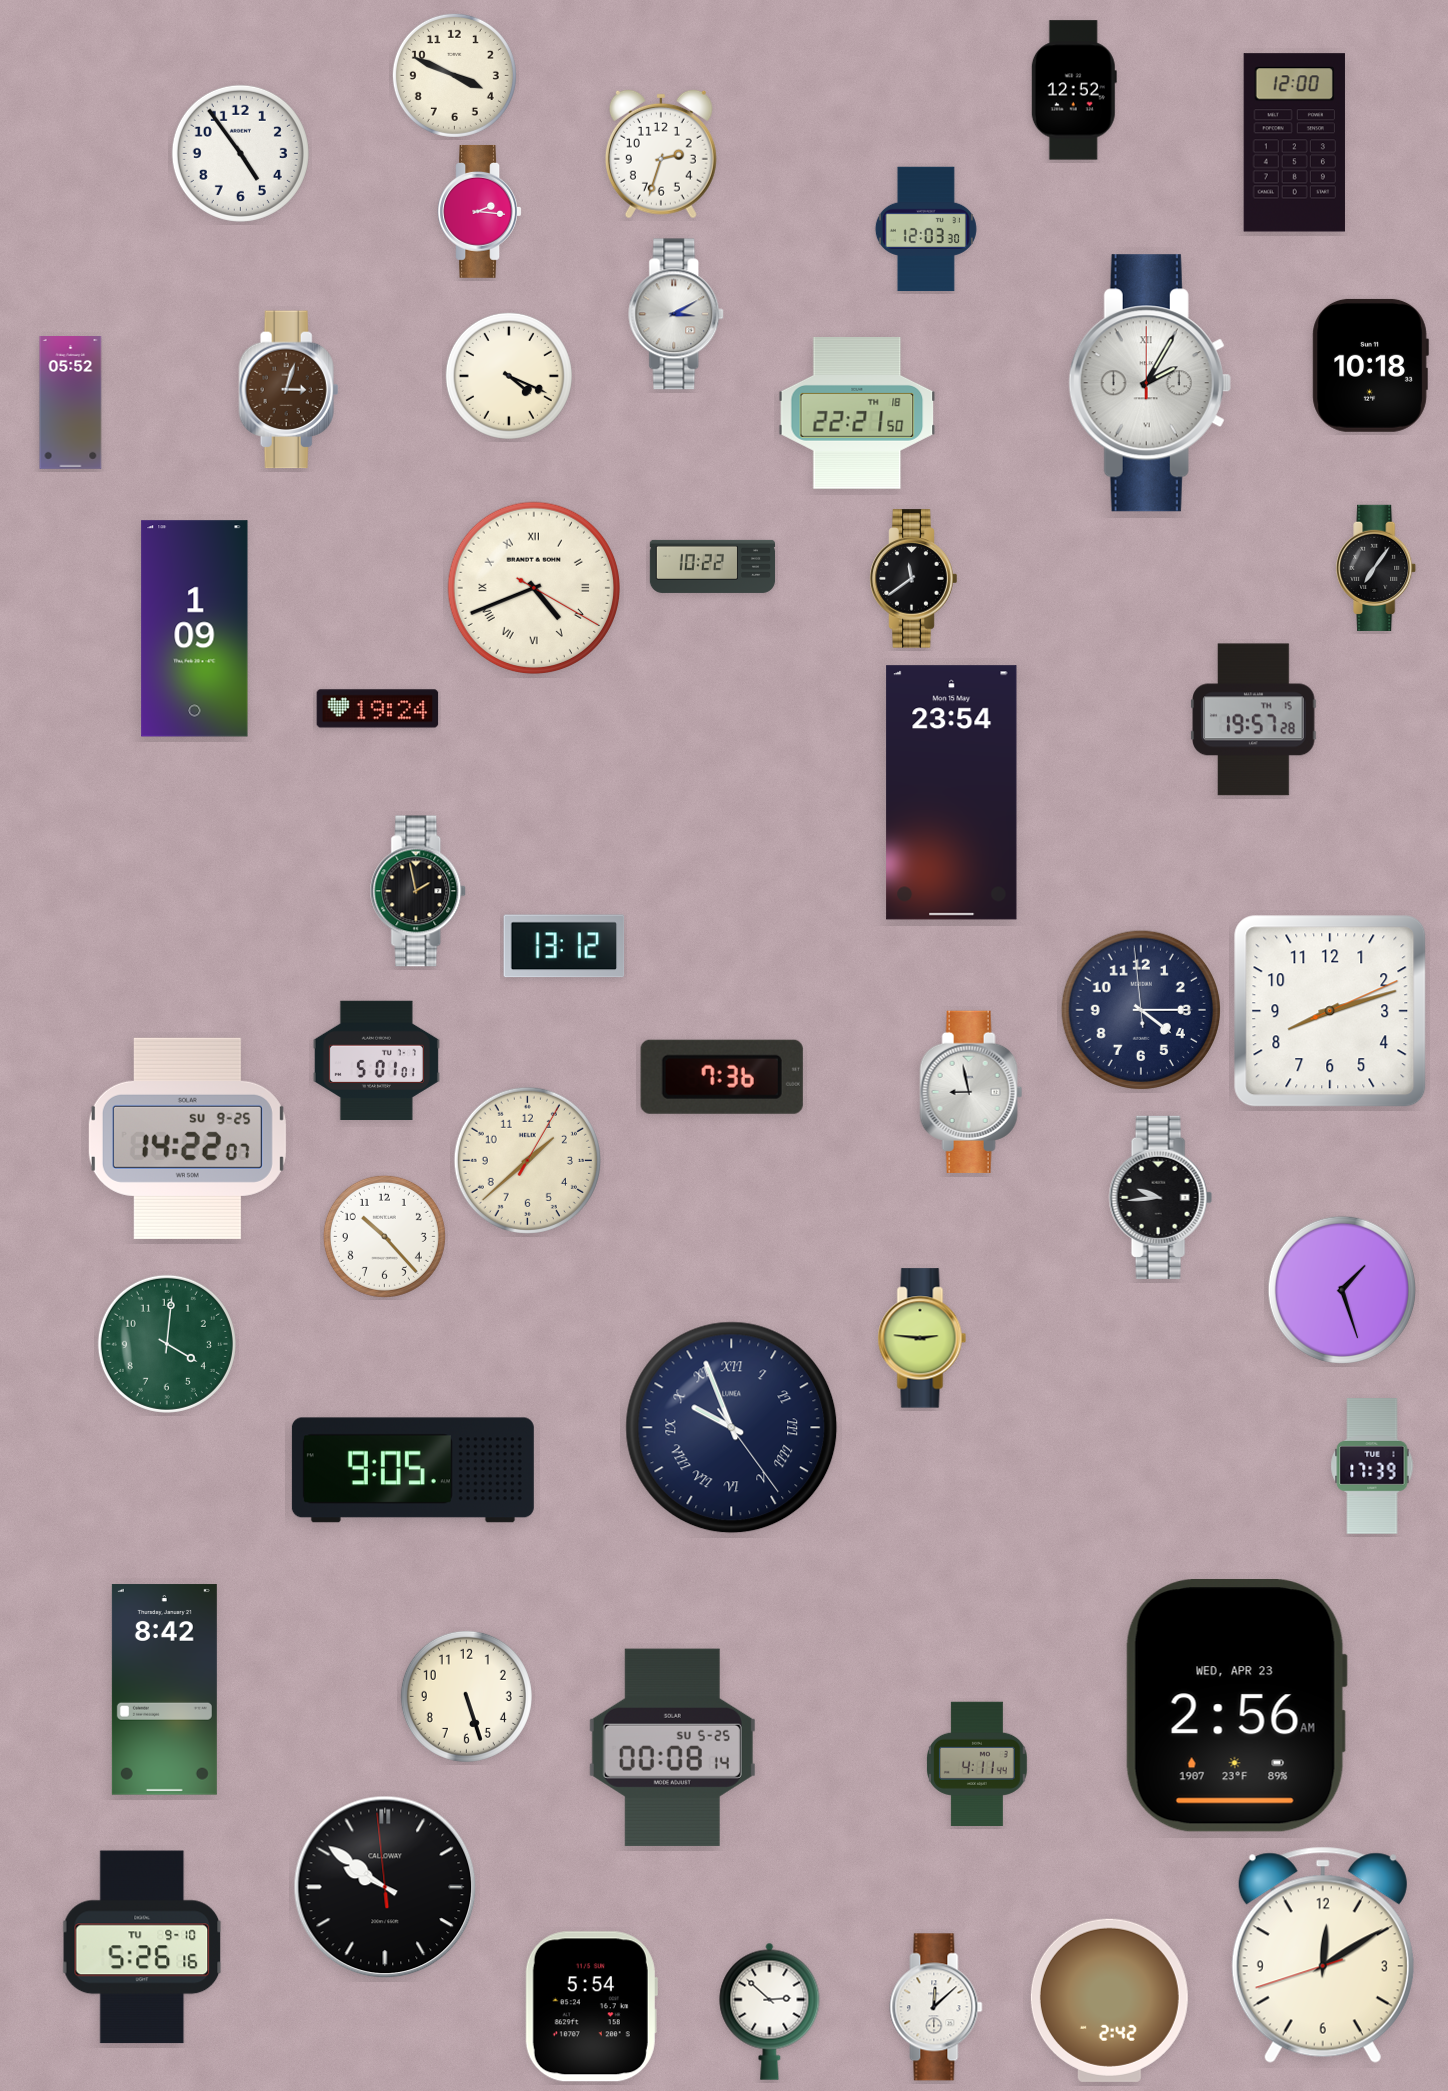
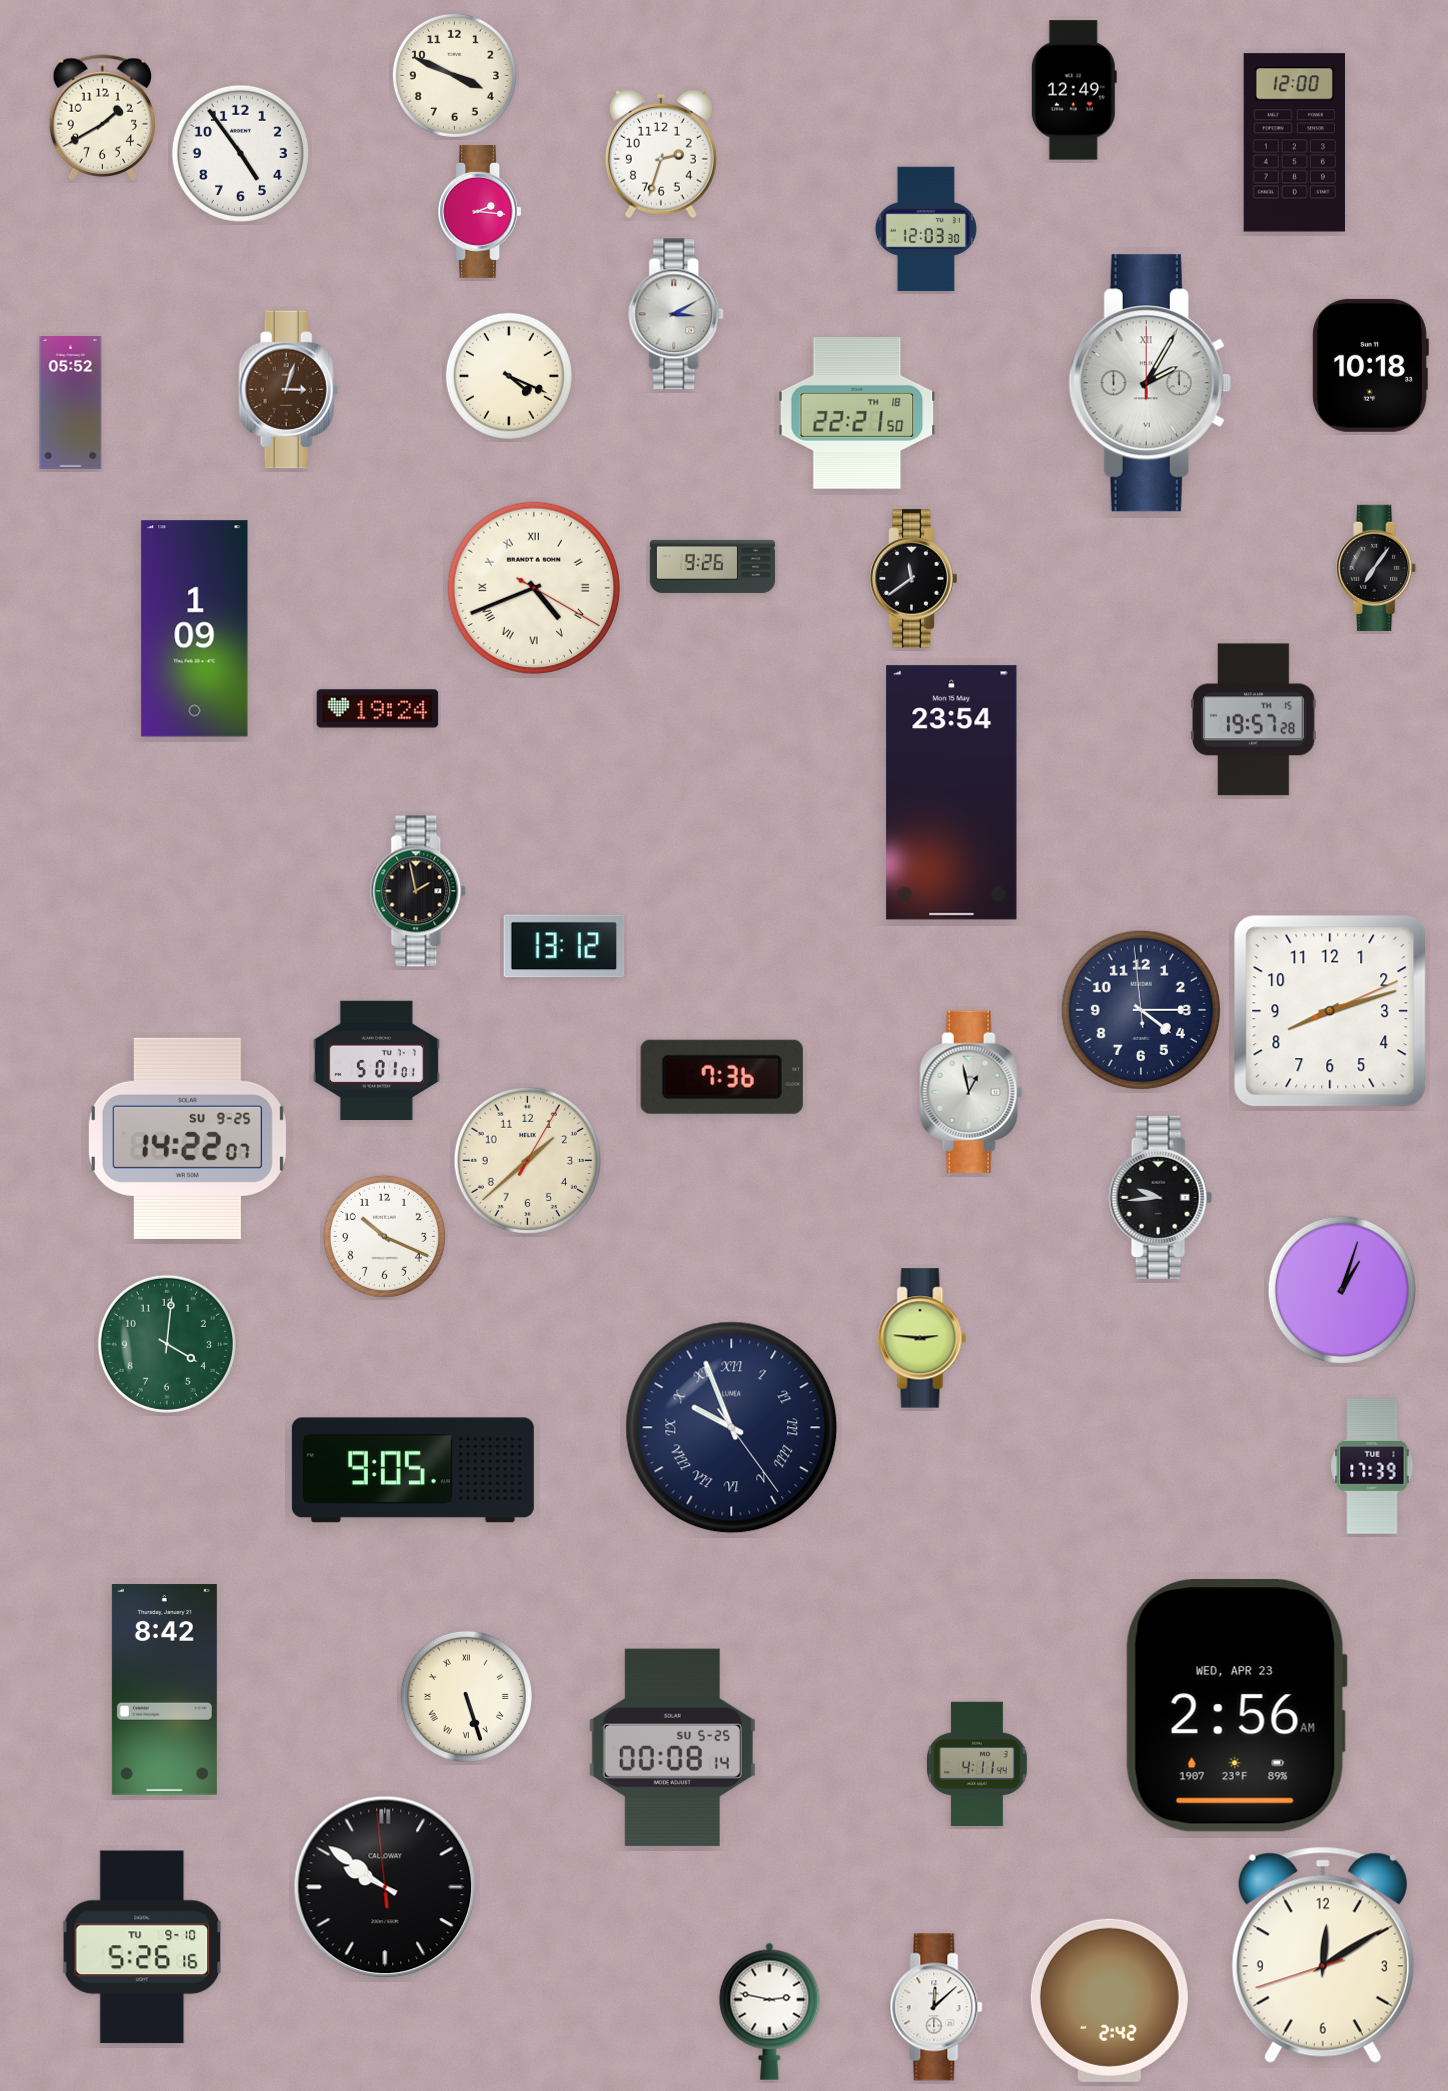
clock at (1074, 90): 12:52 -> 12:49
clock at (102, 118): none -> 1:40
clock at (713, 566): 10:22 -> 9:26
clock at (971, 1092): 8:58 -> 12:58
clock at (384, 1236): 10:23 -> 10:19
clock at (1342, 1290): 1:27 -> 1:03
clock at (466, 1696) numerals: Arabic -> Roman
clock at (591, 2007): 5:54 -> none
clock at (770, 2011): 2:52 -> 2:47
